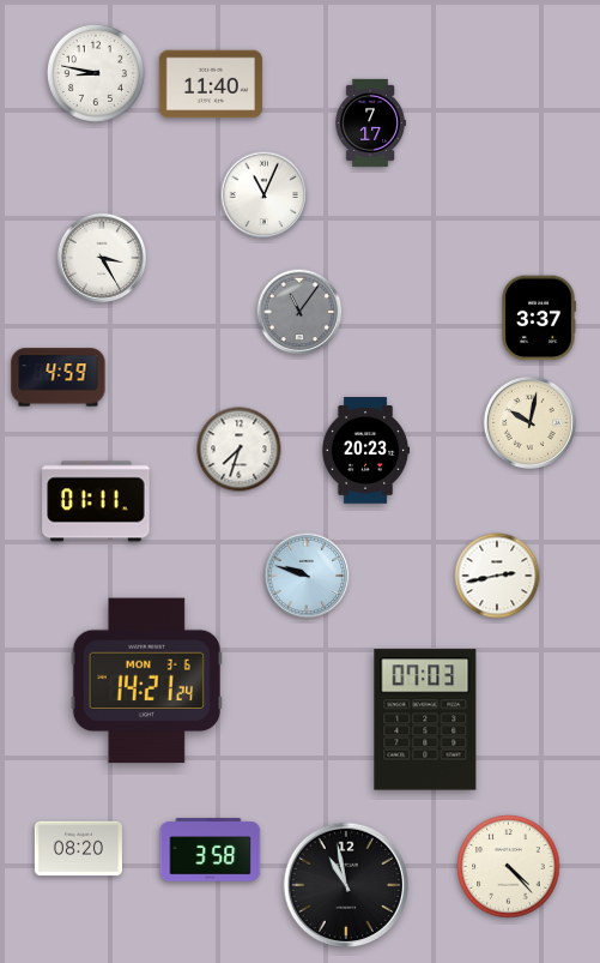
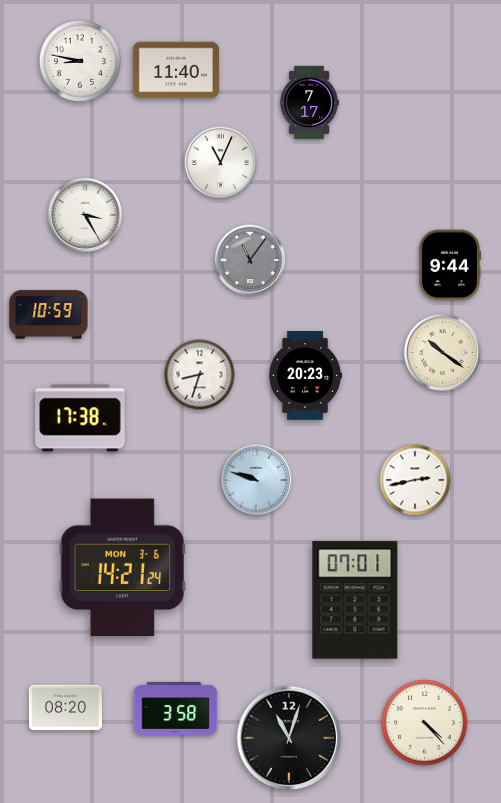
clock at (539, 318): 3:37 -> 9:44
clock at (59, 378): 4:59 -> 10:59
clock at (529, 422): 10:02 -> 10:21
clock at (240, 450): 7:33 -> 8:33
clock at (96, 501): 01:11 -> 17:38
clock at (425, 720): 07:03 -> 07:01
clock at (346, 885): 10:58 -> 11:03
